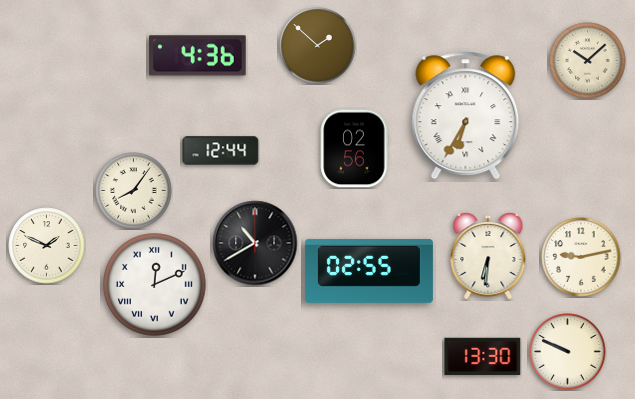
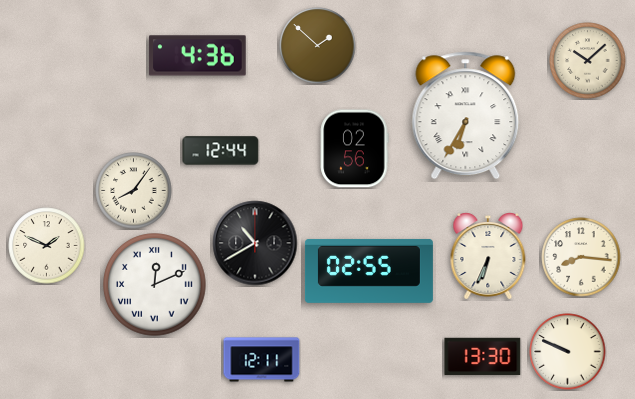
clock at (488, 257): 6:31 -> 6:34
clock at (581, 257): 9:13 -> 8:16
clock at (262, 360): none -> 12:11
